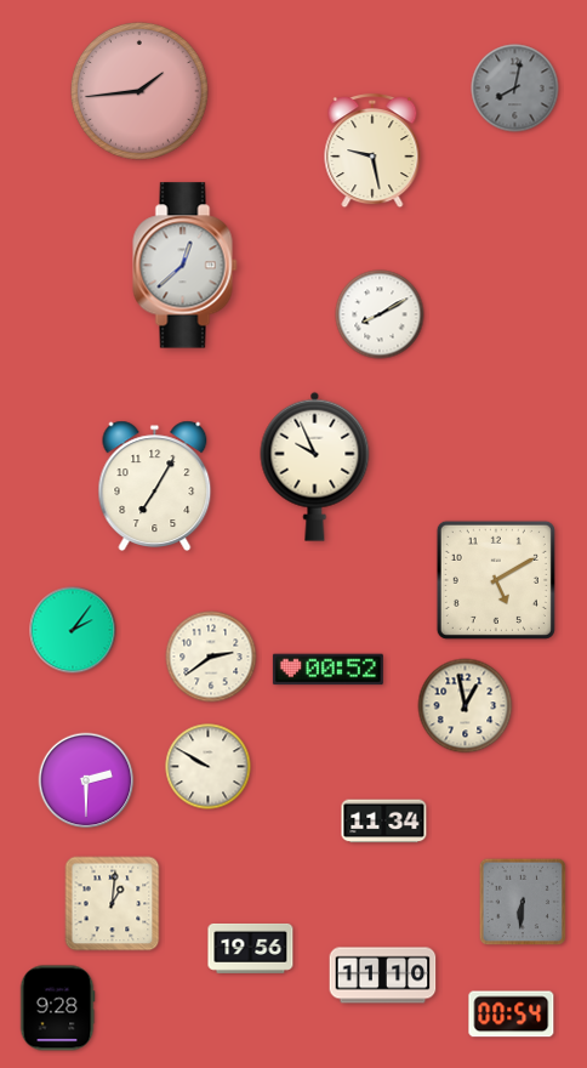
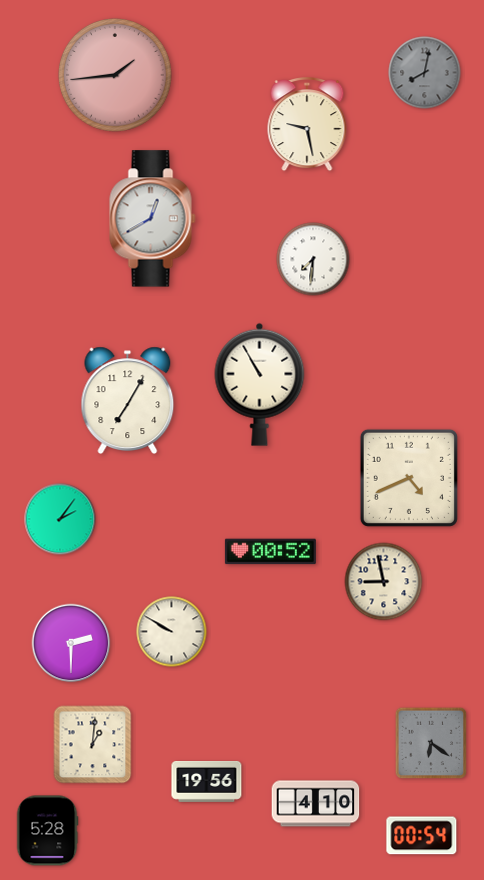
clock at (186, 266): 12:38 -> 12:40
clock at (380, 314): 8:10 -> 7:31
clock at (315, 466): 9:56 -> 10:55
clock at (496, 580): 5:10 -> 4:41
clock at (211, 657): 2:39 -> none
clock at (466, 706): 12:58 -> 8:58
clock at (384, 822): 11:34 -> none
clock at (523, 902): 6:31 -> 6:21
clock at (383, 976): 11:10 -> 4:10
clock at (57, 1009): 9:28 -> 5:28
